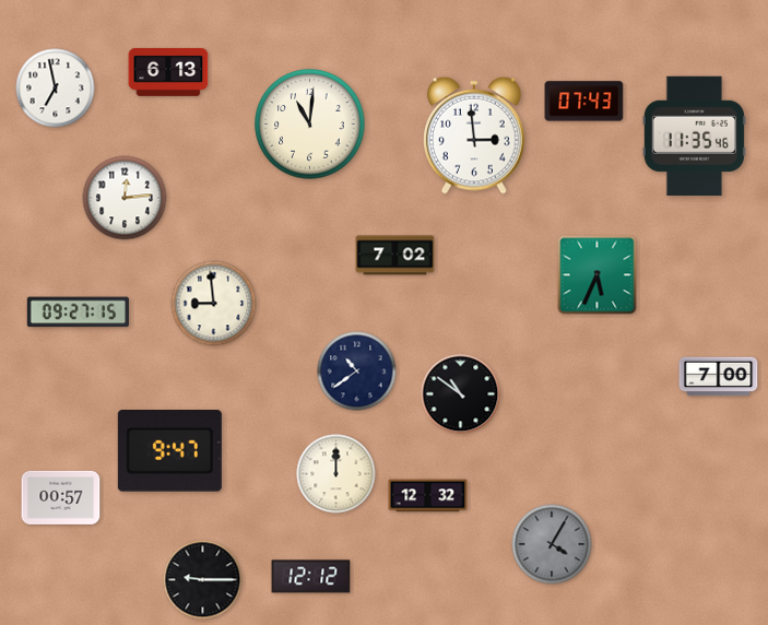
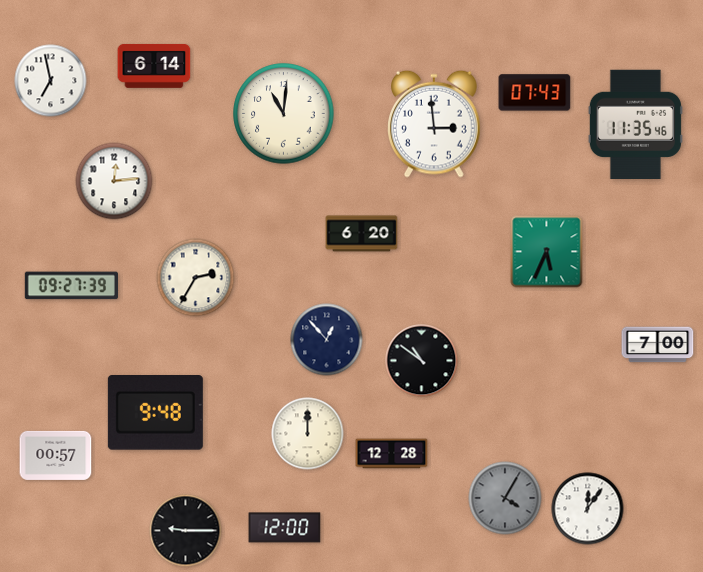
clock at (168, 72): 6:13 -> 6:14
clock at (395, 256): 7:02 -> 6:20
clock at (214, 304): 8:59 -> 2:35
clock at (78, 312): 09:27:15 -> 09:27:39
clock at (357, 372): 10:39 -> 12:53
clock at (169, 451): 9:47 -> 9:48
clock at (428, 496): 12:32 -> 12:28
clock at (588, 509): none -> 12:06
clock at (311, 577): 12:12 -> 12:00
